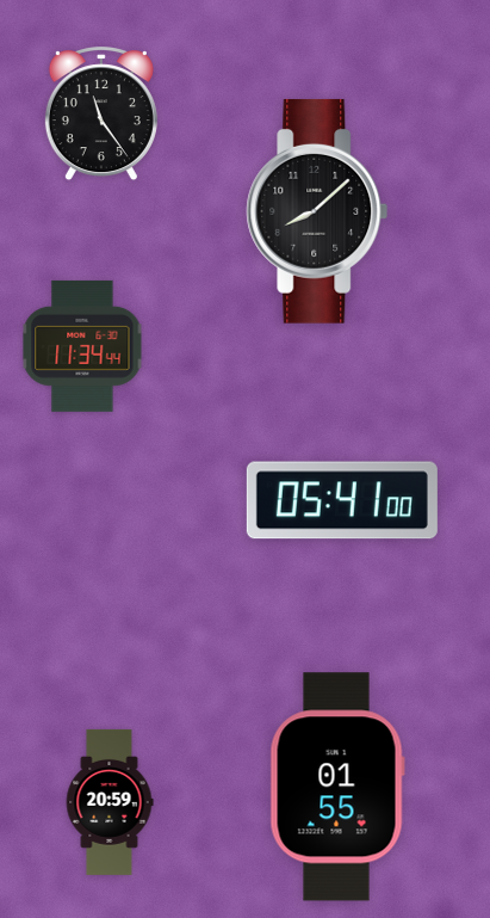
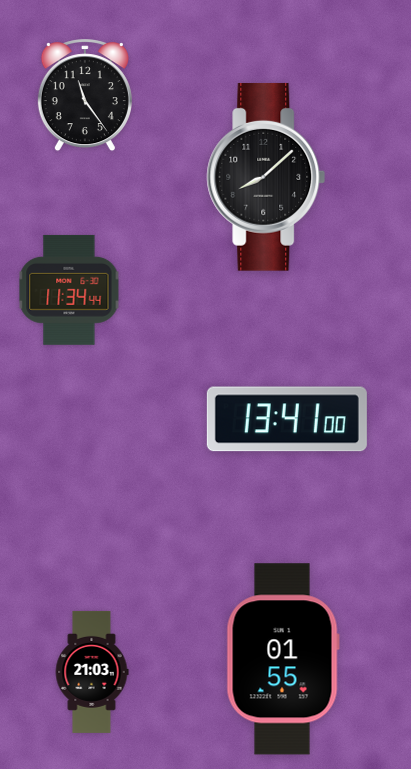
clock at (342, 500): 05:41 -> 13:41
clock at (110, 802): 20:59 -> 21:03
